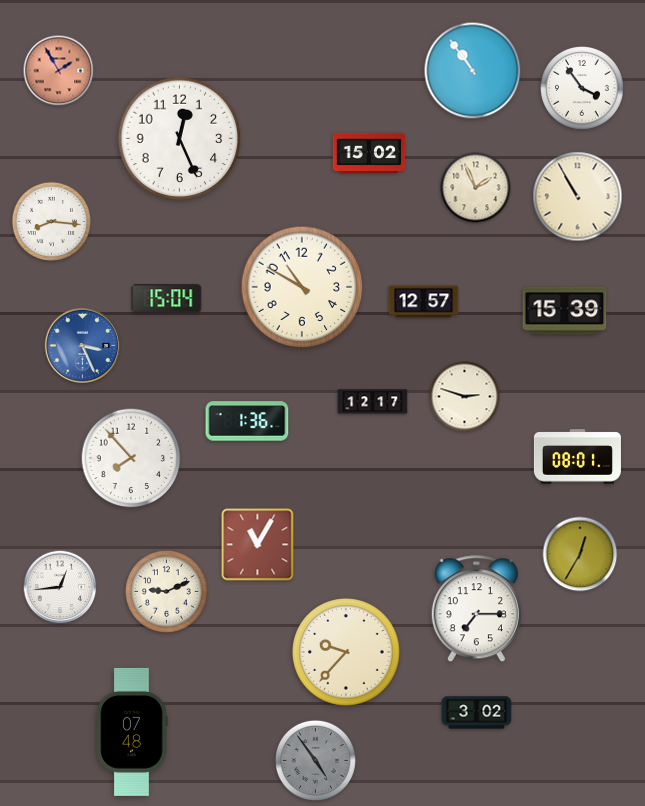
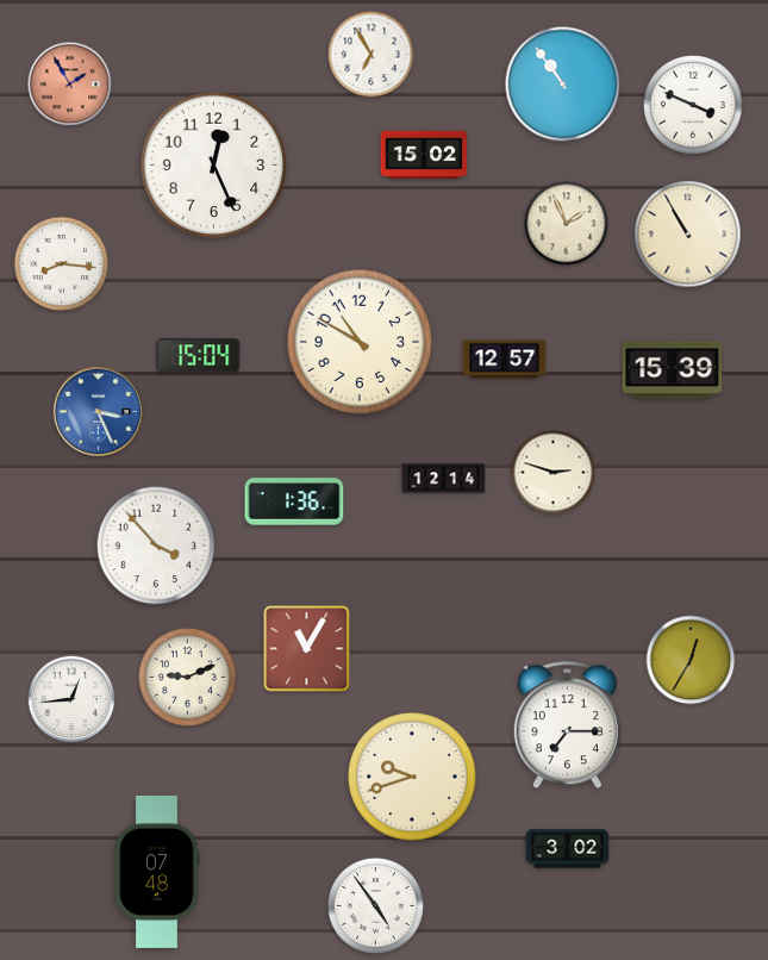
clock at (371, 55): none -> 6:55
clock at (583, 89): 3:54 -> 3:49
clock at (369, 153) position: (369, 153) -> (424, 155)
clock at (373, 402): 12:17 -> 12:14
clock at (577, 457): 08:01 -> none
clock at (131, 458): 7:53 -> 3:53
clock at (166, 591) position: (166, 591) -> (187, 677)
clock at (346, 652): 9:37 -> 9:42
clock at (315, 760) dial: grey -> white
